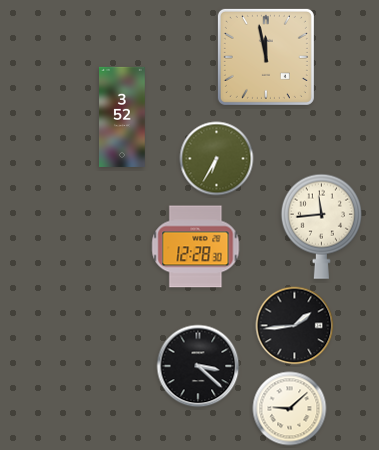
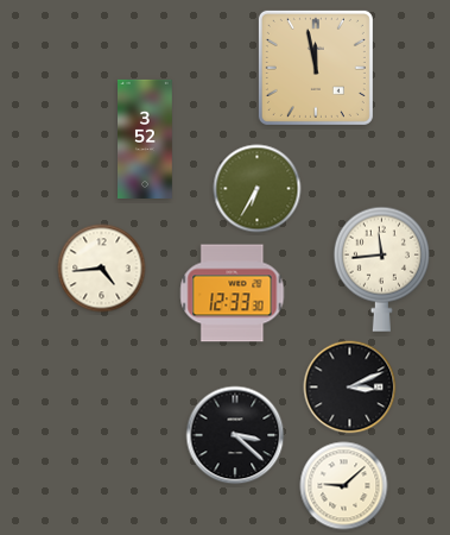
clock at (102, 269): none -> 4:44
clock at (196, 247): 12:28 -> 12:33
clock at (295, 326): 1:44 -> 3:11
